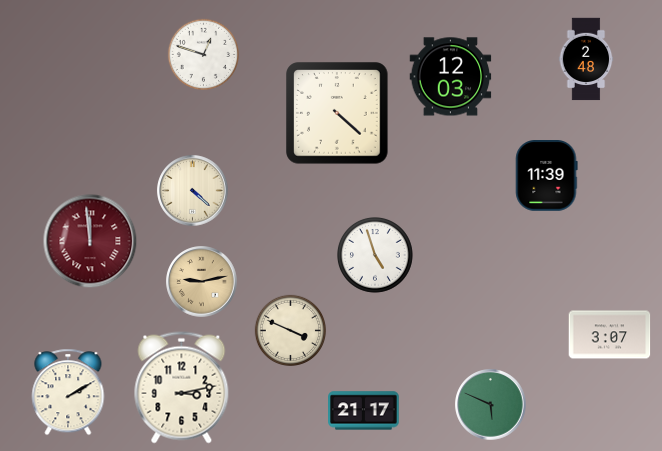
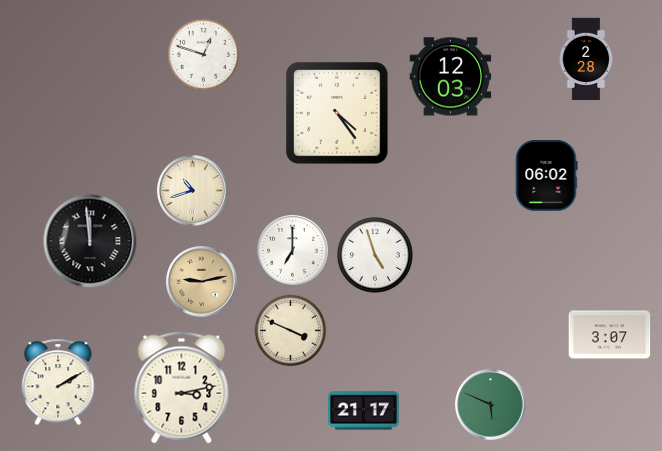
clock at (586, 59): 2:48 -> 2:28
clock at (337, 113): 4:22 -> 4:24
clock at (547, 176): 11:39 -> 06:02
clock at (193, 191): 4:22 -> 10:42
clock at (90, 241) dial: burgundy -> black
clock at (293, 251): none -> 7:00
clock at (68, 392) position: (68, 392) -> (58, 382)
